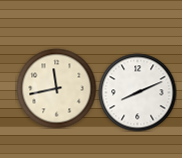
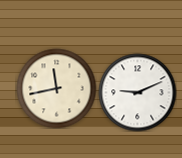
clock at (137, 92): 8:11 -> 9:11
